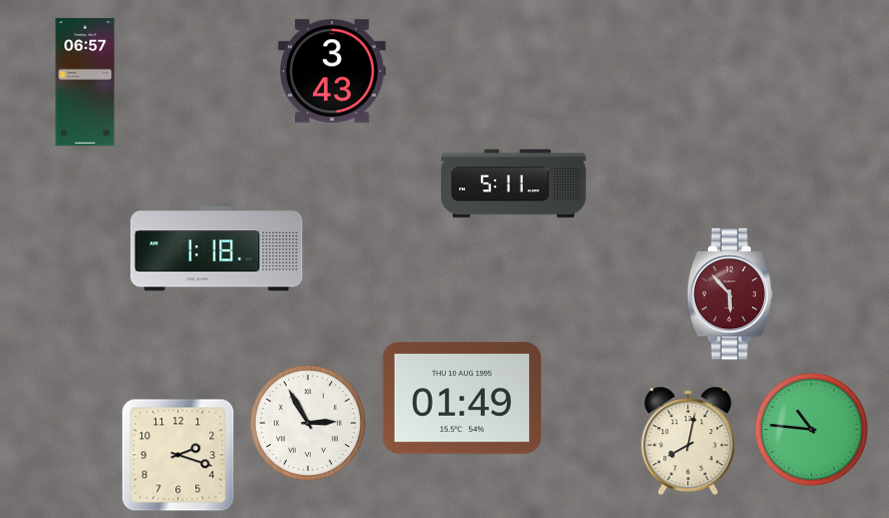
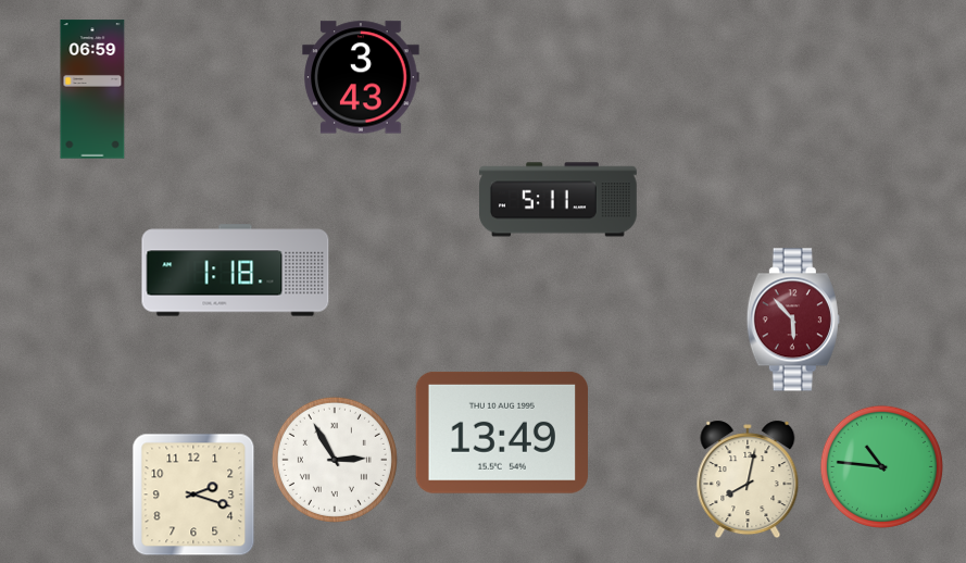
clock at (85, 82): 06:57 -> 06:59
clock at (461, 398): 01:49 -> 13:49
